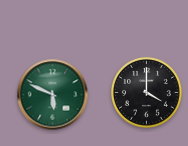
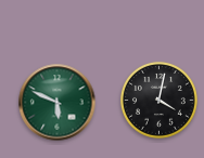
clock at (146, 92): 4:00 -> 4:02
